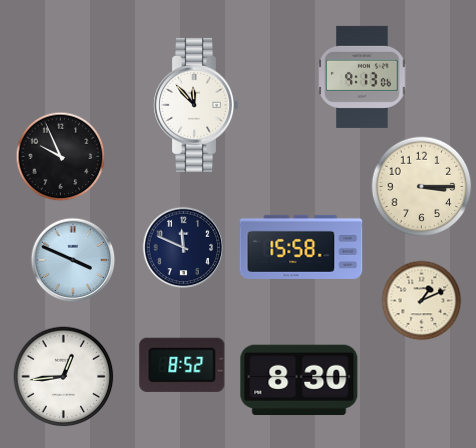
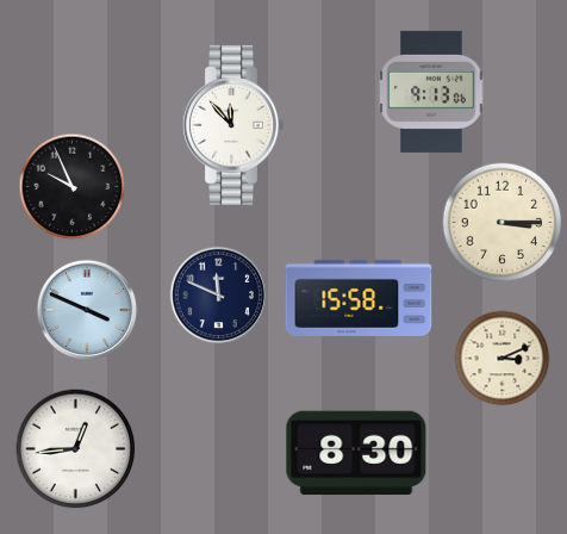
clock at (301, 247) position: (301, 247) -> (359, 298)
clock at (422, 301): 1:11 -> 3:11
clock at (182, 365): 8:52 -> none
